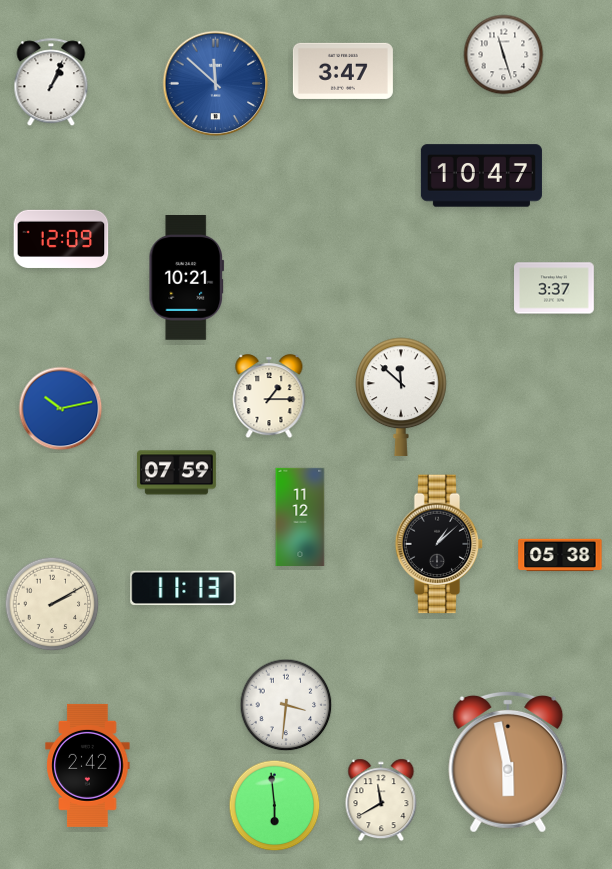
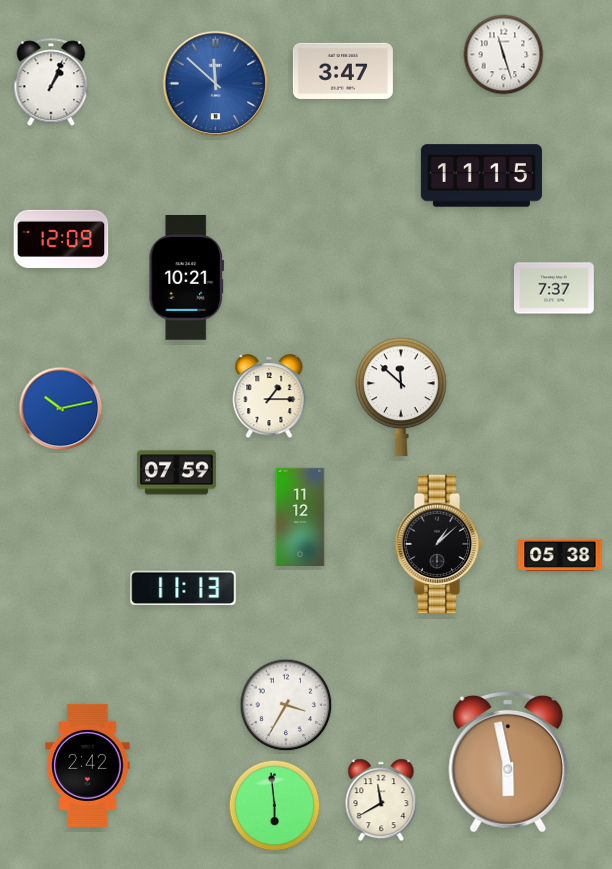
clock at (481, 176): 10:47 -> 11:15
clock at (555, 288): 3:37 -> 7:37
clock at (52, 604): 2:10 -> none
clock at (286, 705): 3:31 -> 3:35
